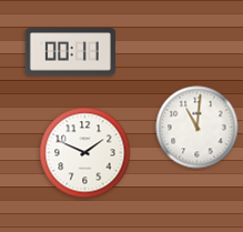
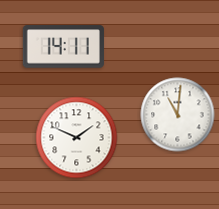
clock at (70, 52): 00:11 -> 14:11
